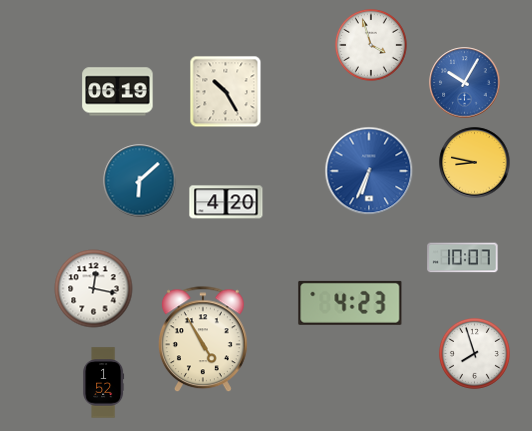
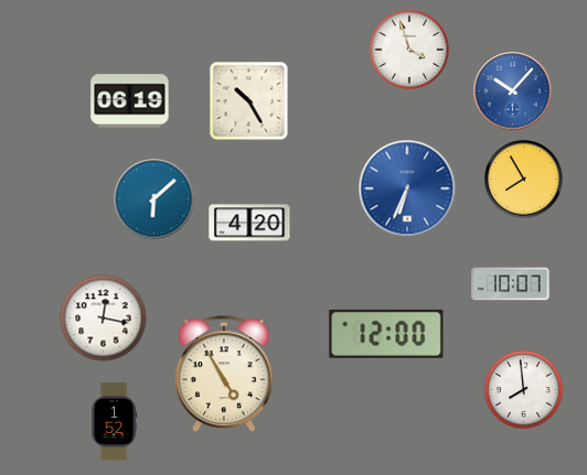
clock at (465, 83): 10:05 -> 10:07
clock at (475, 163): 8:47 -> 7:55
clock at (350, 303): 4:23 -> 12:00
clock at (474, 353): 7:57 -> 7:59
